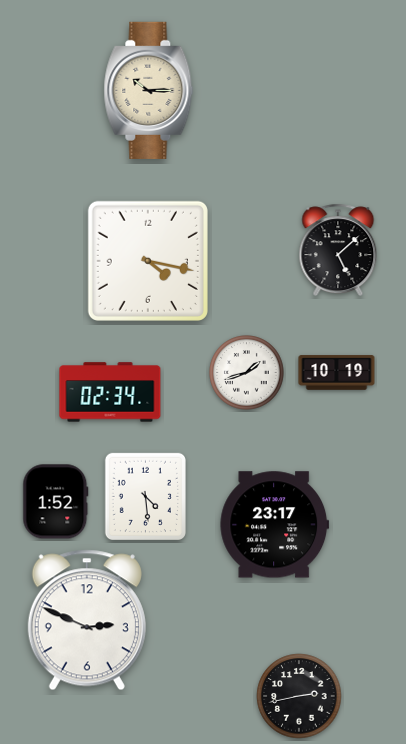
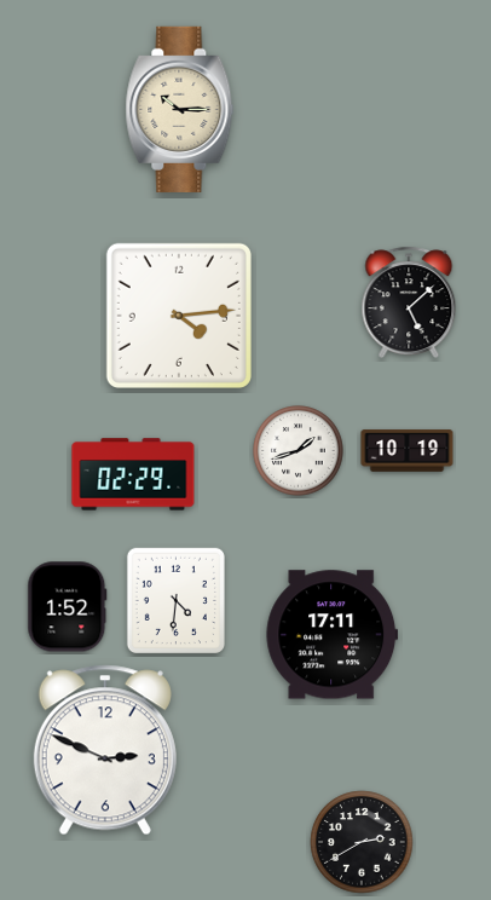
clock at (148, 261): 4:17 -> 4:14
clock at (110, 392): 02:34 -> 02:29
clock at (145, 496): 4:29 -> 4:31
clock at (275, 525): 23:17 -> 17:11
clock at (299, 696): 2:43 -> 2:40
